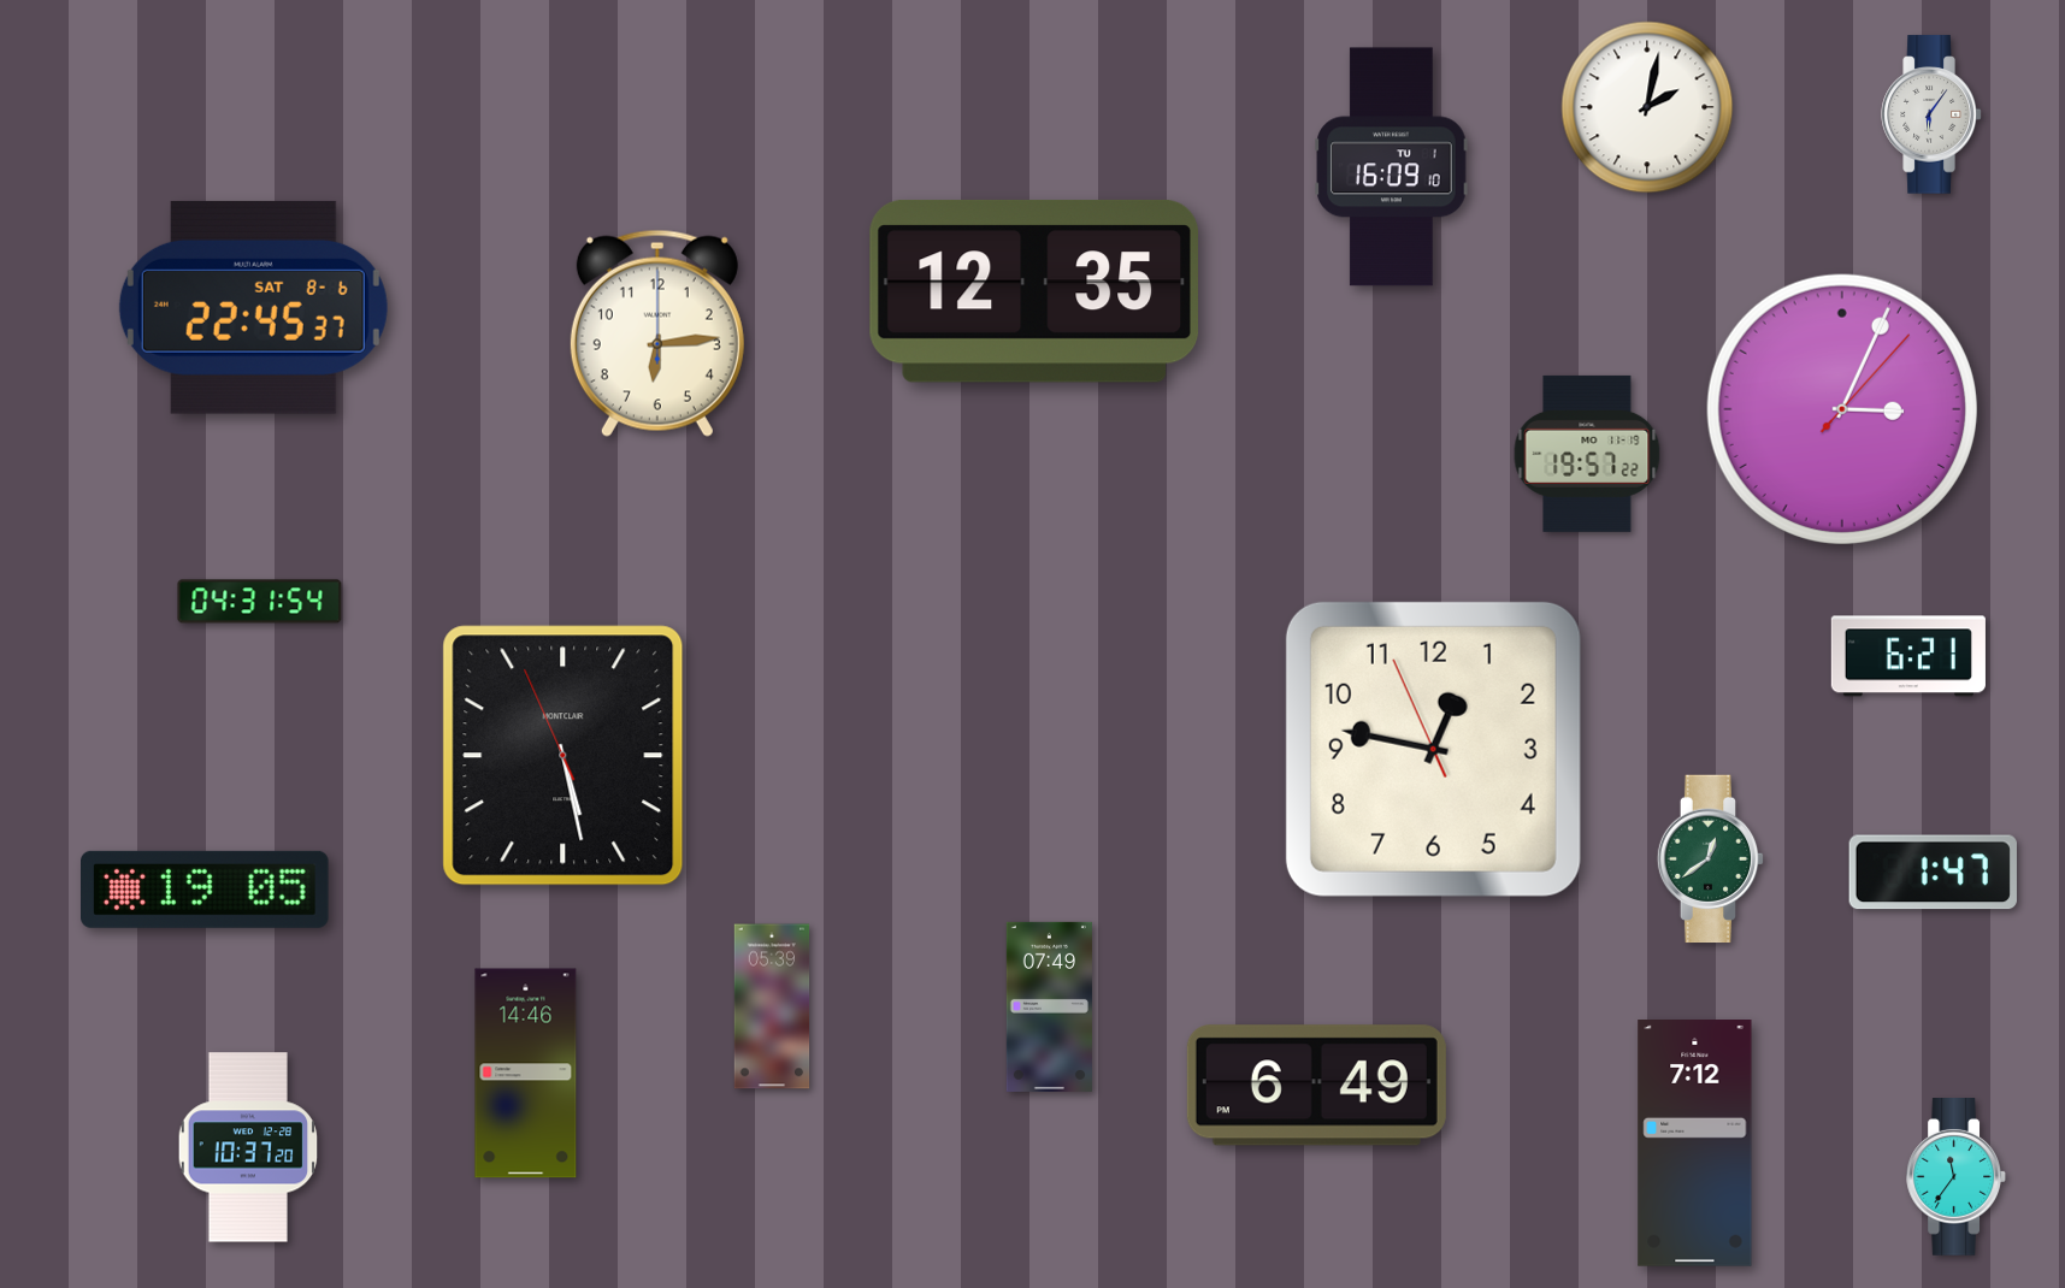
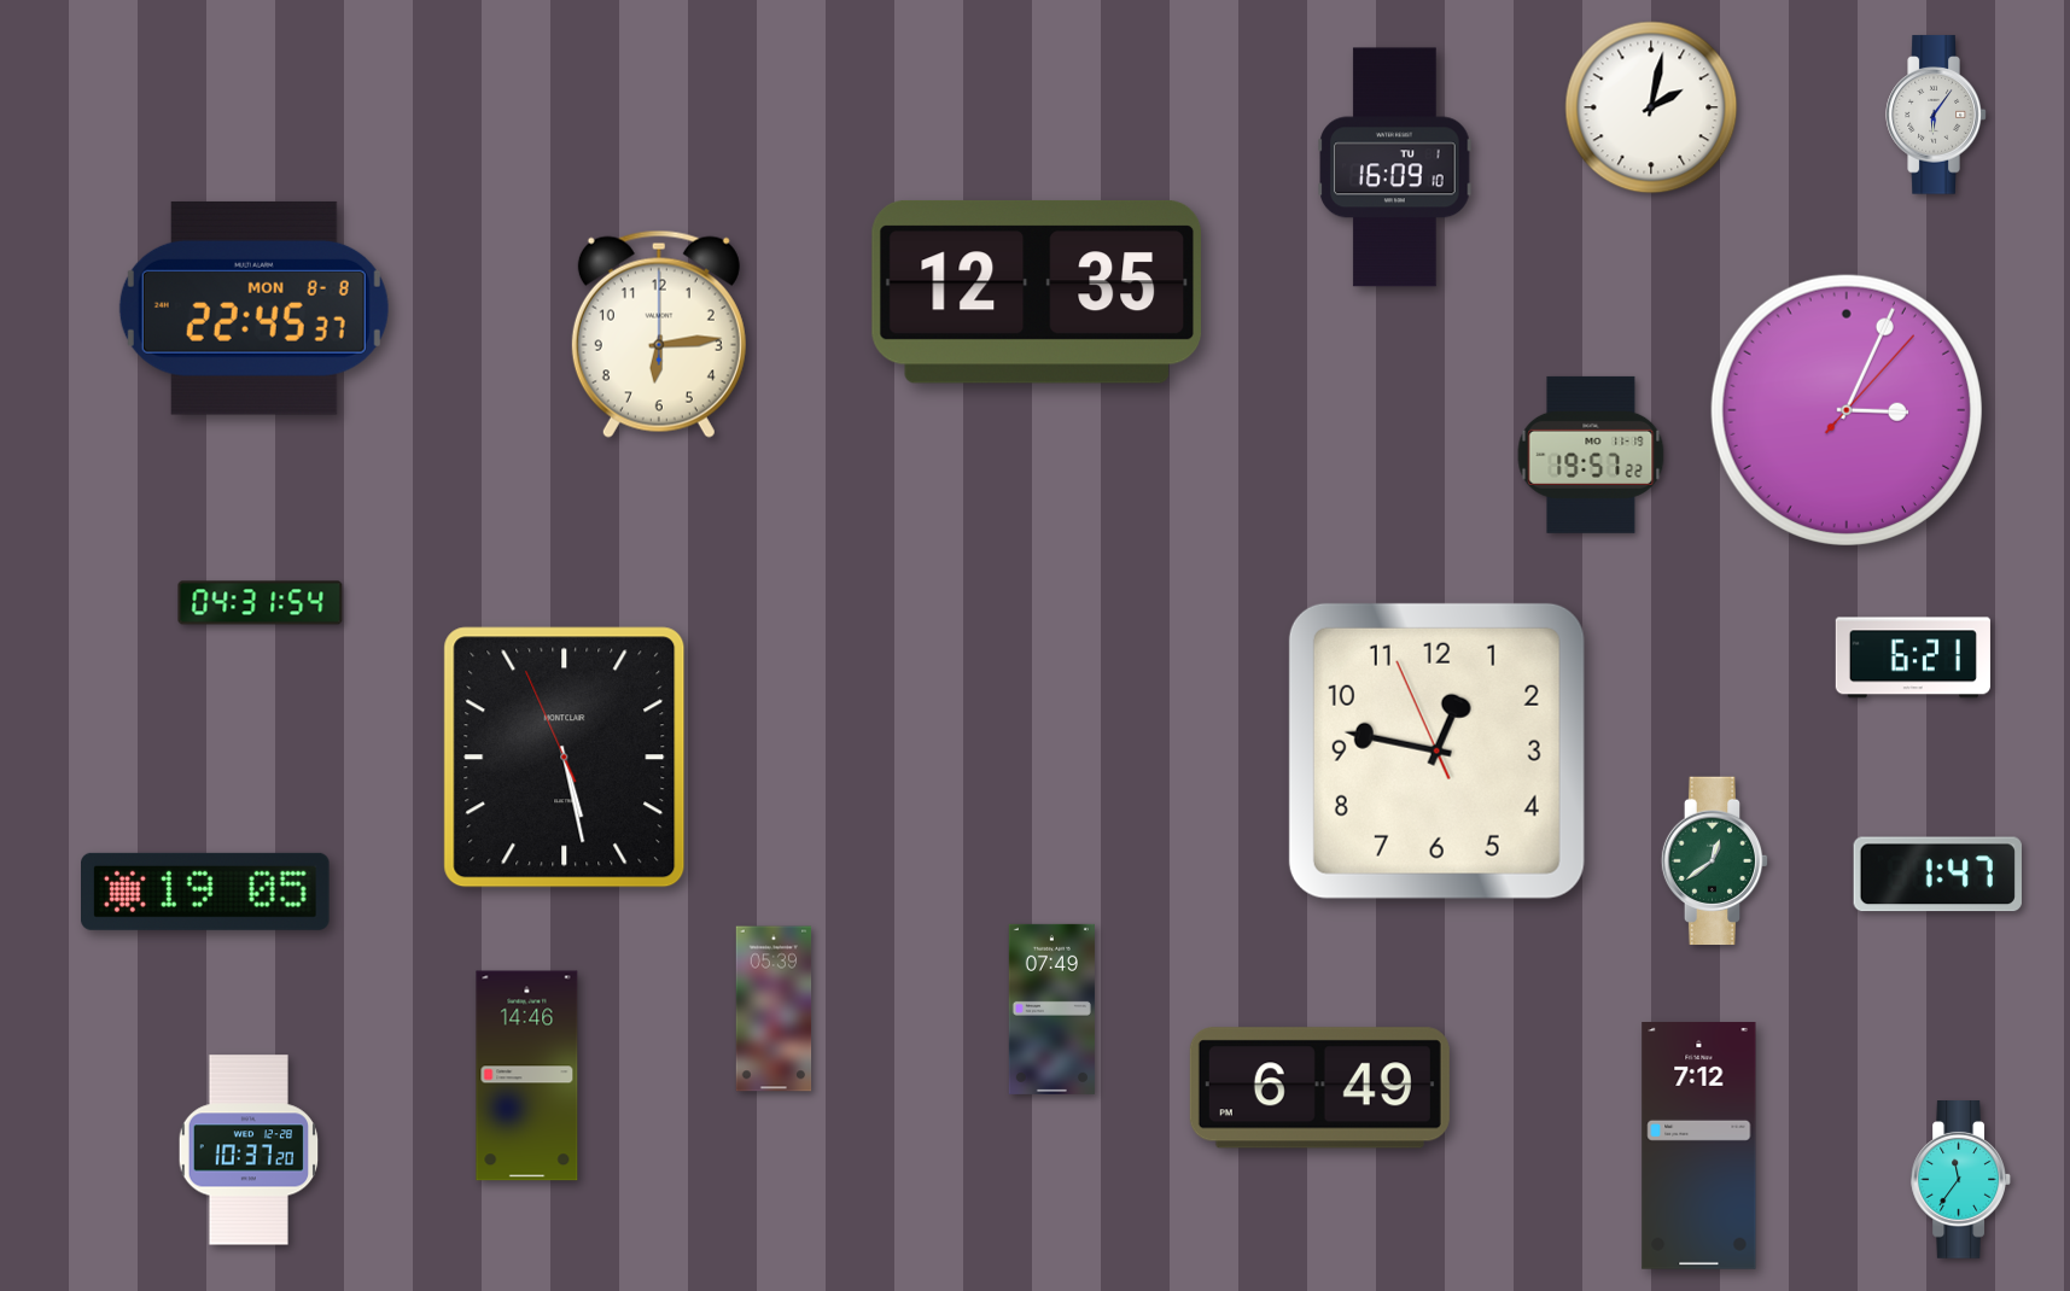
clock at (253, 307) date: SAT 8-6 -> MON 8-8
